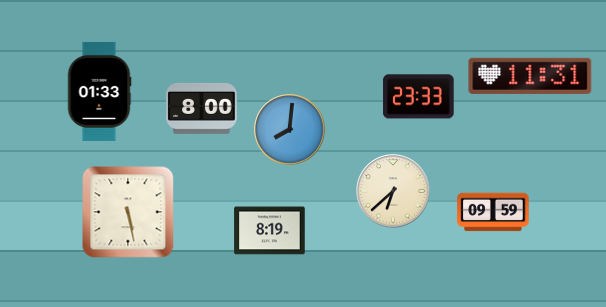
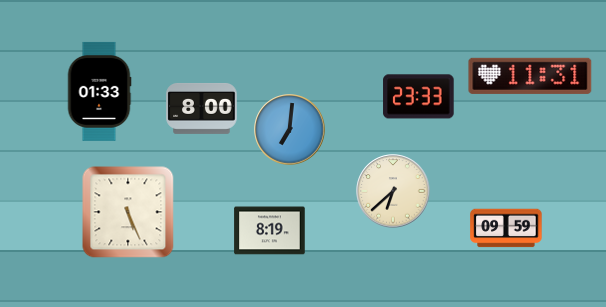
clock at (290, 130): 8:01 -> 7:01
clock at (128, 212): 5:28 -> 5:26
clock at (493, 212) position: (493, 212) -> (506, 228)
